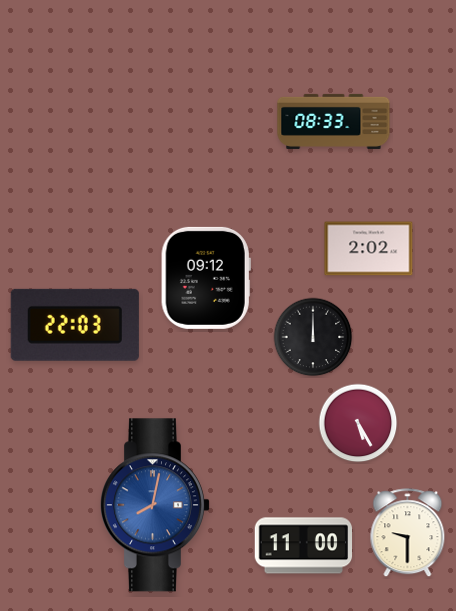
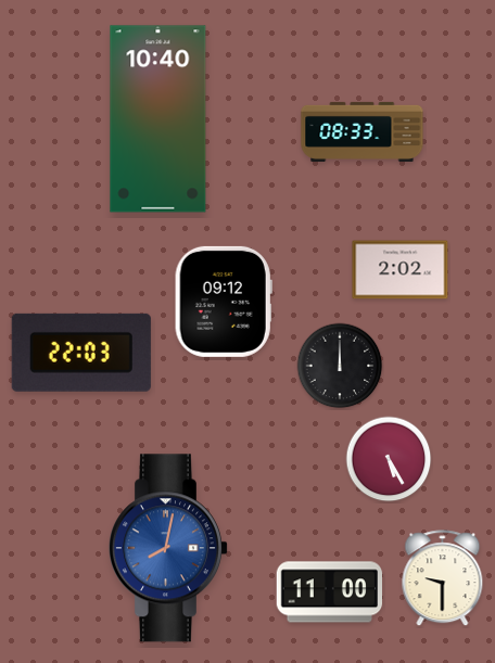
clock at (158, 119): none -> 10:40
